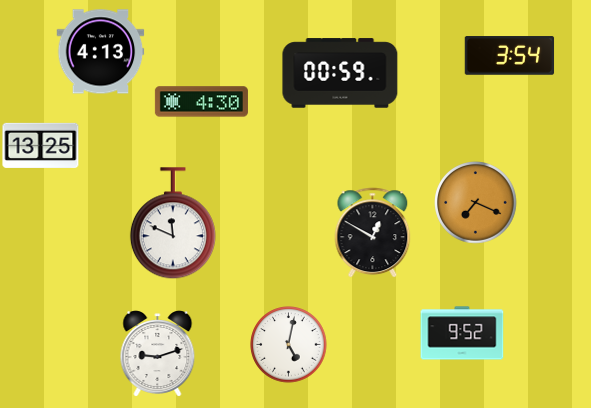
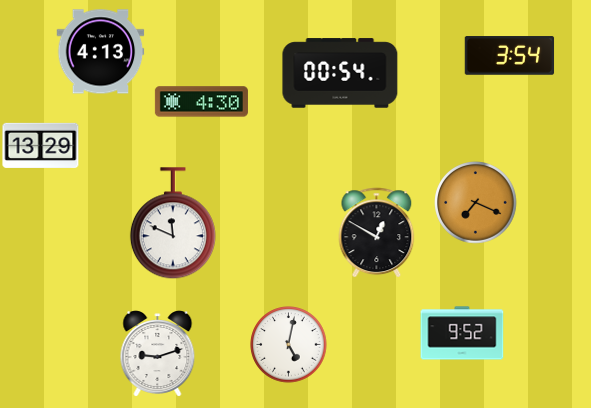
clock at (340, 73): 00:59 -> 00:54
clock at (41, 145): 13:25 -> 13:29
clock at (373, 233) position: (373, 233) -> (377, 233)
